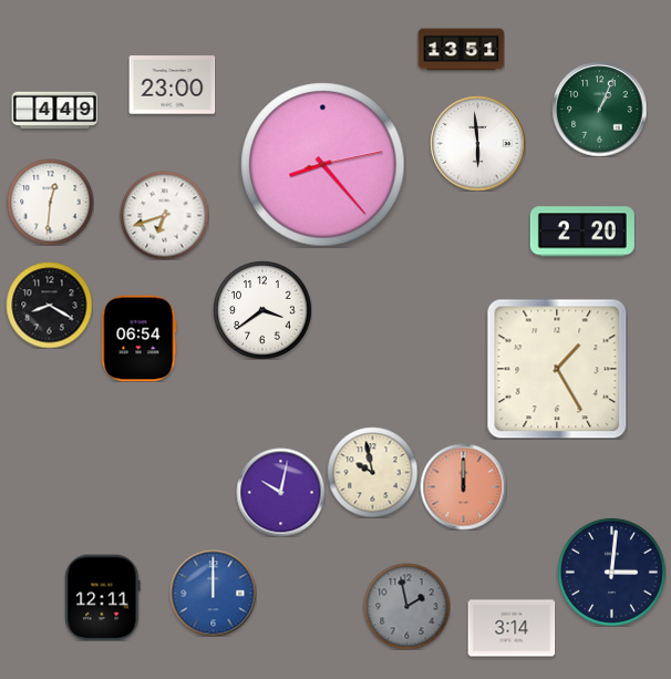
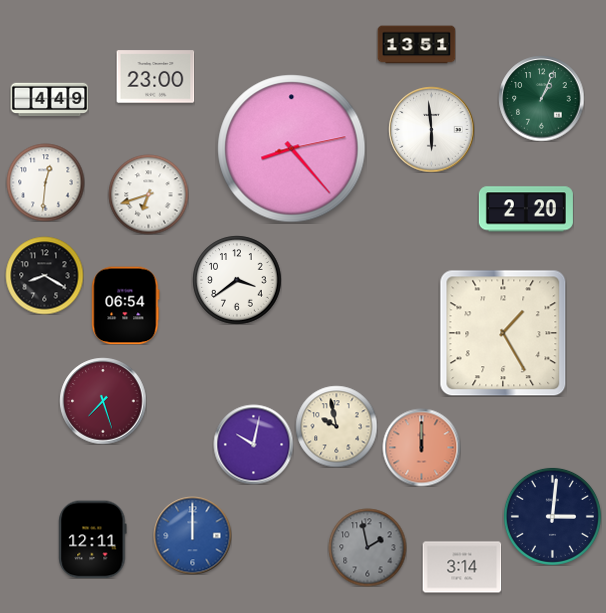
clock at (103, 401): none -> 7:27
clock at (463, 486) position: (463, 486) -> (421, 447)
